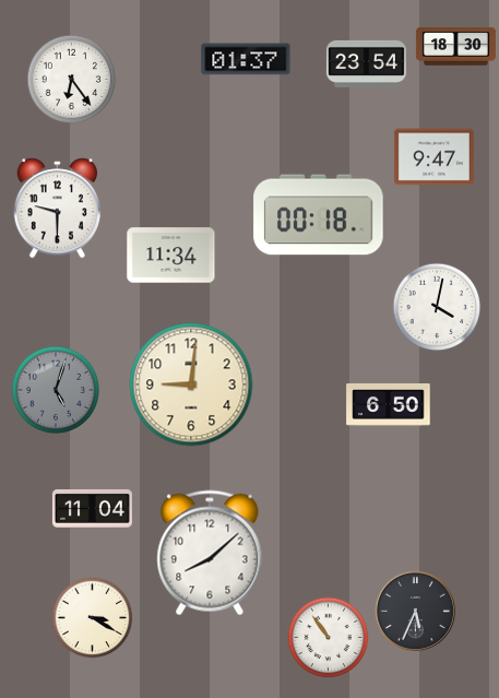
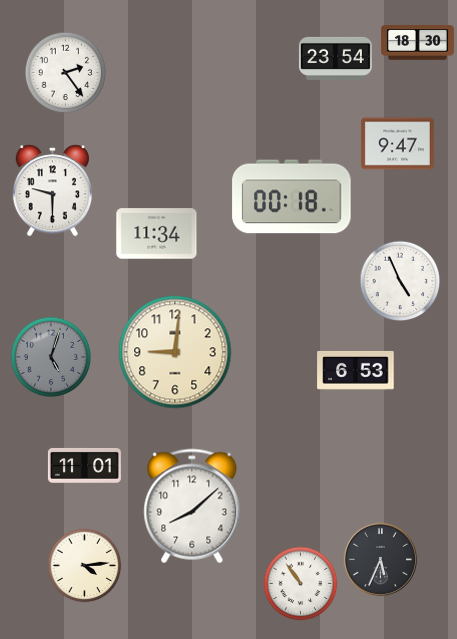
clock at (246, 59): 01:37 -> none
clock at (72, 80): 6:24 -> 2:24
clock at (437, 307): 4:02 -> 4:56
clock at (389, 404): 6:50 -> 6:53
clock at (92, 508): 11:04 -> 11:01
clock at (93, 618): 3:20 -> 4:14
